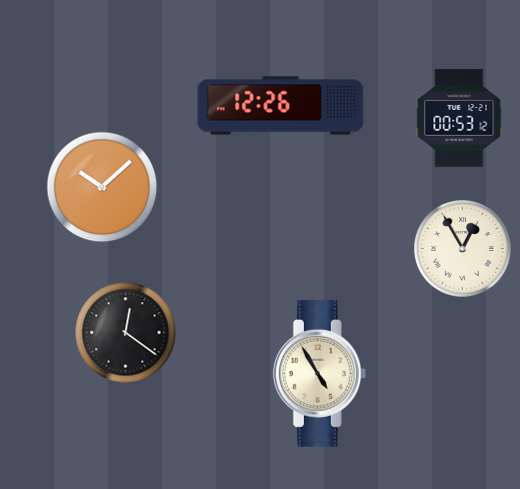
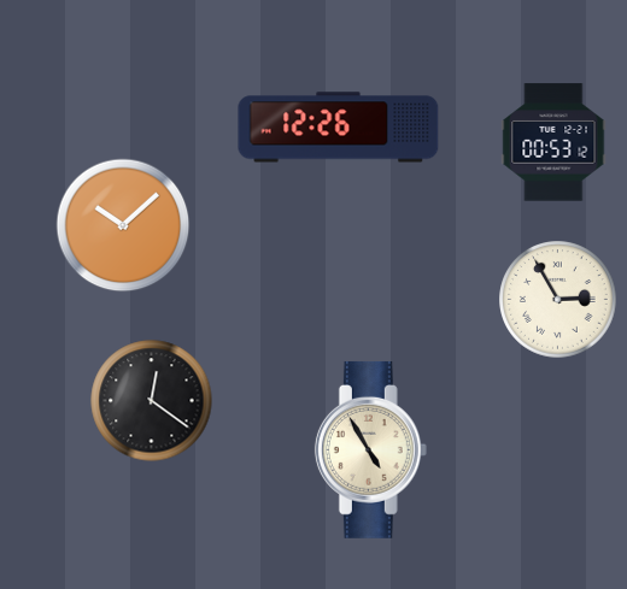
clock at (463, 249): 12:55 -> 2:55
clock at (319, 373) position: (319, 373) -> (370, 449)
